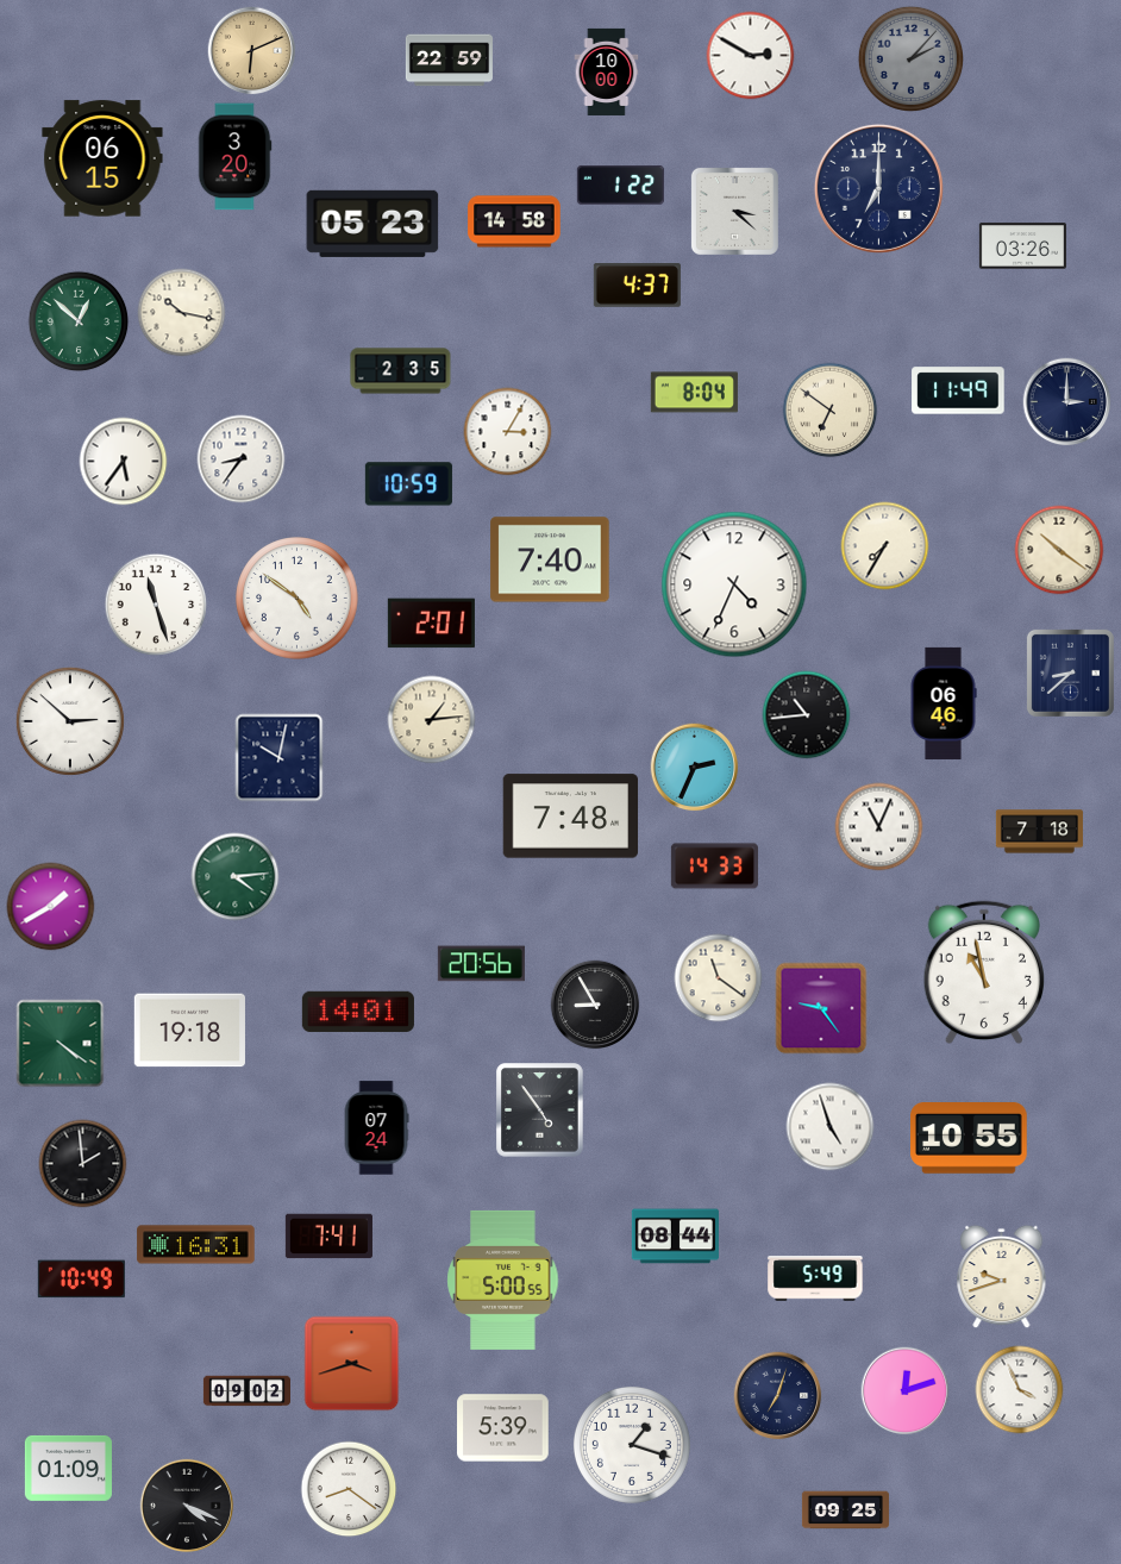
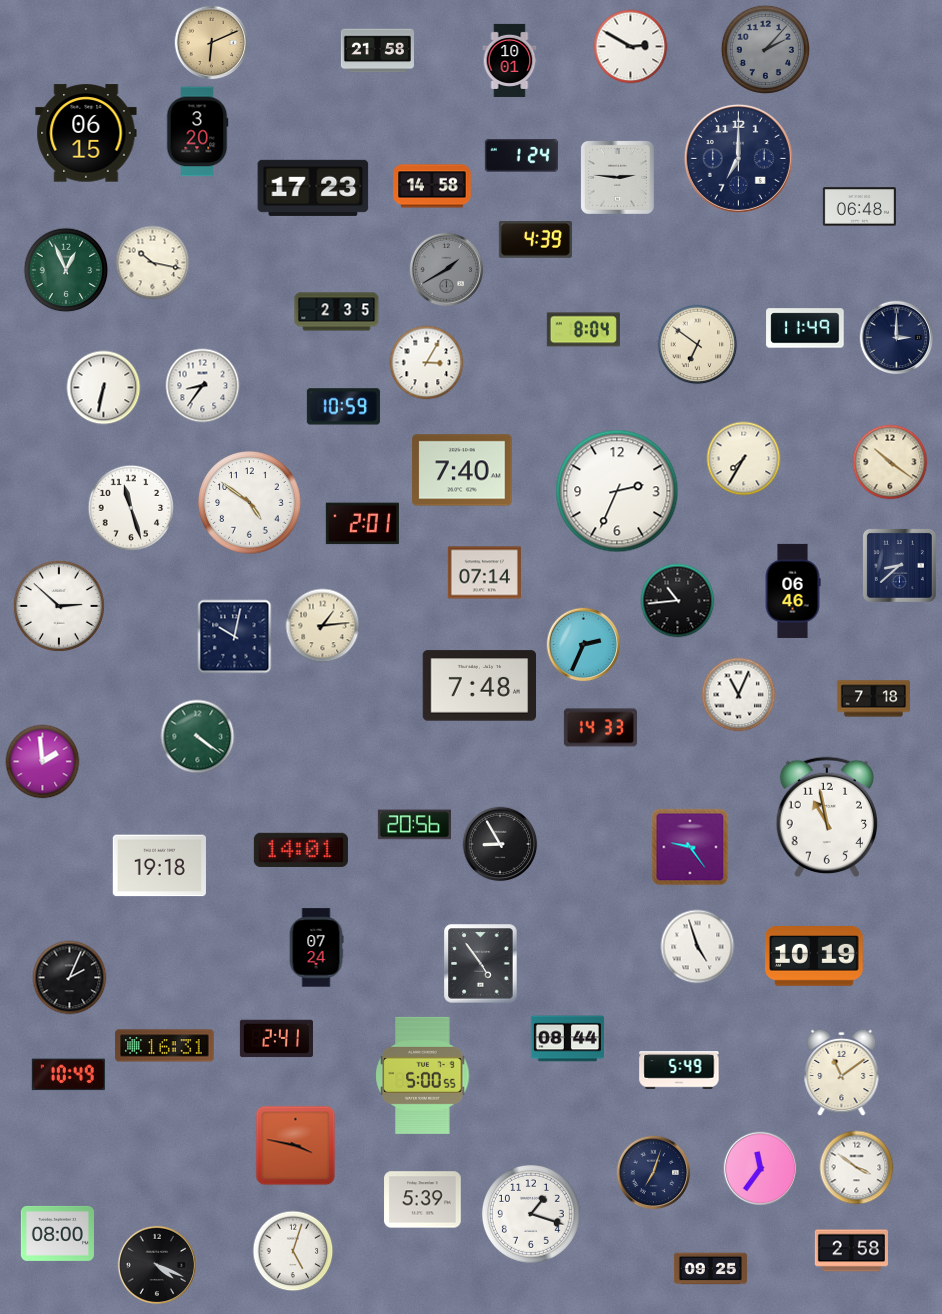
clock at (449, 61): 22:59 -> 21:58
clock at (607, 71): 10:00 -> 10:01
clock at (620, 186): 1:22 -> 1:24
clock at (734, 211): 3:22 -> 2:46
clock at (372, 224): 05:23 -> 17:23
clock at (1022, 246): 03:26 -> 06:48
clock at (637, 286): 4:37 -> 4:39
clock at (79, 321): 12:52 -> 12:56
clock at (447, 270): none -> 1:40
clock at (124, 462): 5:36 -> 6:32
clock at (734, 584): 4:34 -> 2:34
clock at (484, 573): none -> 07:14
clock at (432, 720) position: (432, 720) -> (323, 626)
clock at (236, 877): 4:14 -> 4:21
clock at (51, 907): 1:40 -> 1:59
clock at (481, 964) position: (481, 964) -> (414, 825)
clock at (719, 978): 11:21 -> none
clock at (61, 1044): 4:21 -> none
clock at (540, 1111) position: (540, 1111) -> (481, 964)
clock at (970, 1139): 10:55 -> 10:19
clock at (83, 1164): 1:59 -> 2:04
clock at (328, 1237): 7:41 -> 2:41
clock at (1002, 1277): 9:42 -> 11:09
clock at (815, 1278) position: (815, 1278) -> (679, 1070)
clock at (352, 1364): 3:42 -> 3:47
clock at (1020, 1390): 3:56 -> 3:51
clock at (246, 1391): 09:02 -> none
clock at (906, 1391): 12:12 -> 11:36
clock at (68, 1468): 01:09 -> 08:00
clock at (349, 1489): 8:21 -> 5:03
clock at (851, 1251): none -> 2:58
